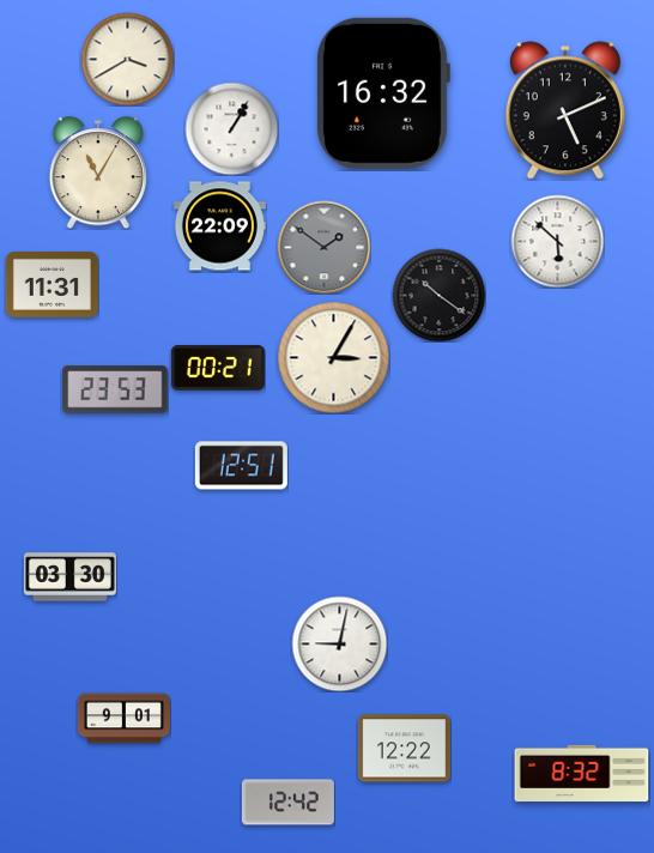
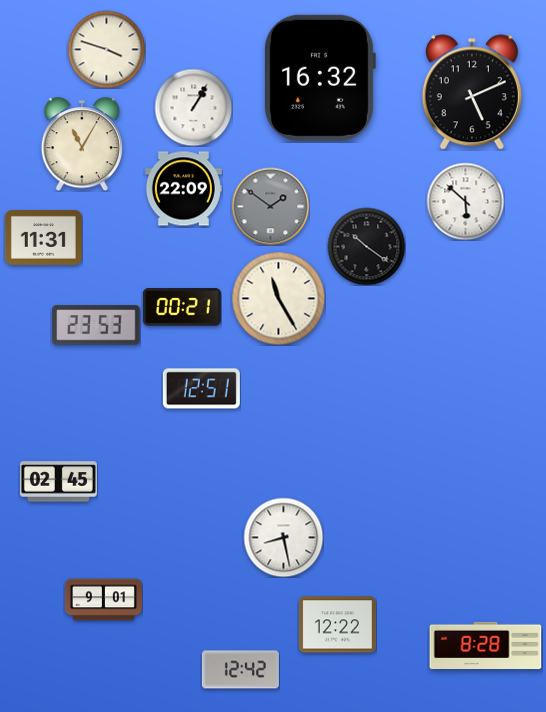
clock at (127, 59): 3:40 -> 3:48
clock at (333, 357): 3:05 -> 11:25
clock at (69, 577): 03:30 -> 02:45
clock at (339, 643): 9:02 -> 8:28
clock at (582, 774): 8:32 -> 8:28
